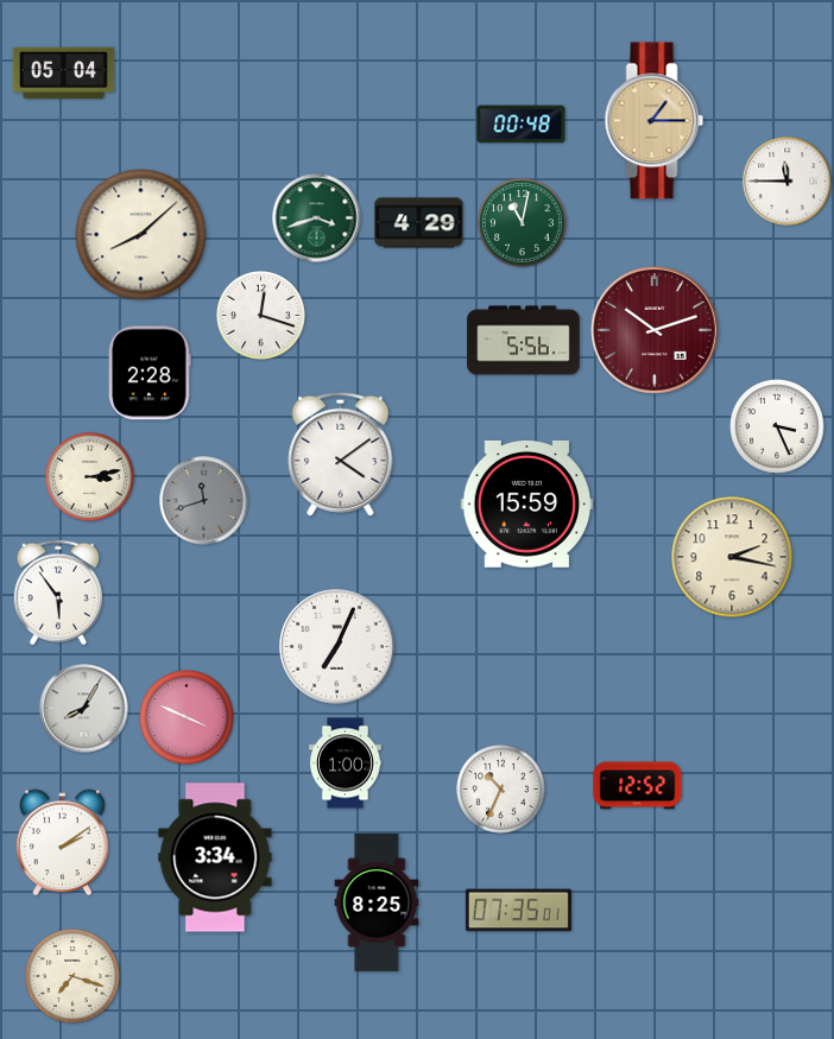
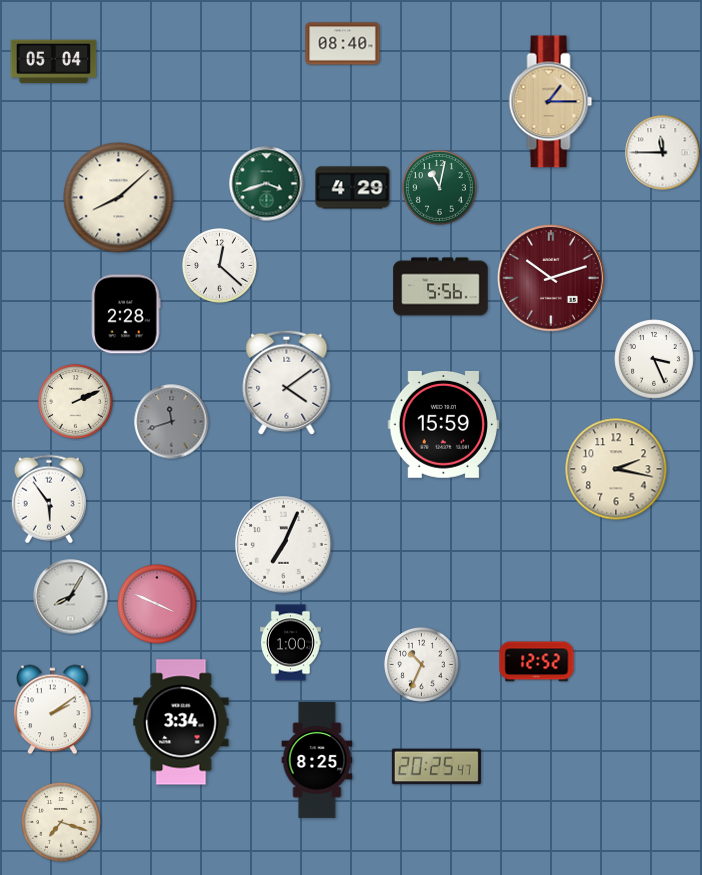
clock at (343, 44): none -> 08:40
clock at (522, 125): 00:48 -> none
clock at (261, 316): 12:18 -> 12:22
clock at (90, 477): 3:13 -> 2:11
clock at (518, 911): 07:35 -> 20:25
